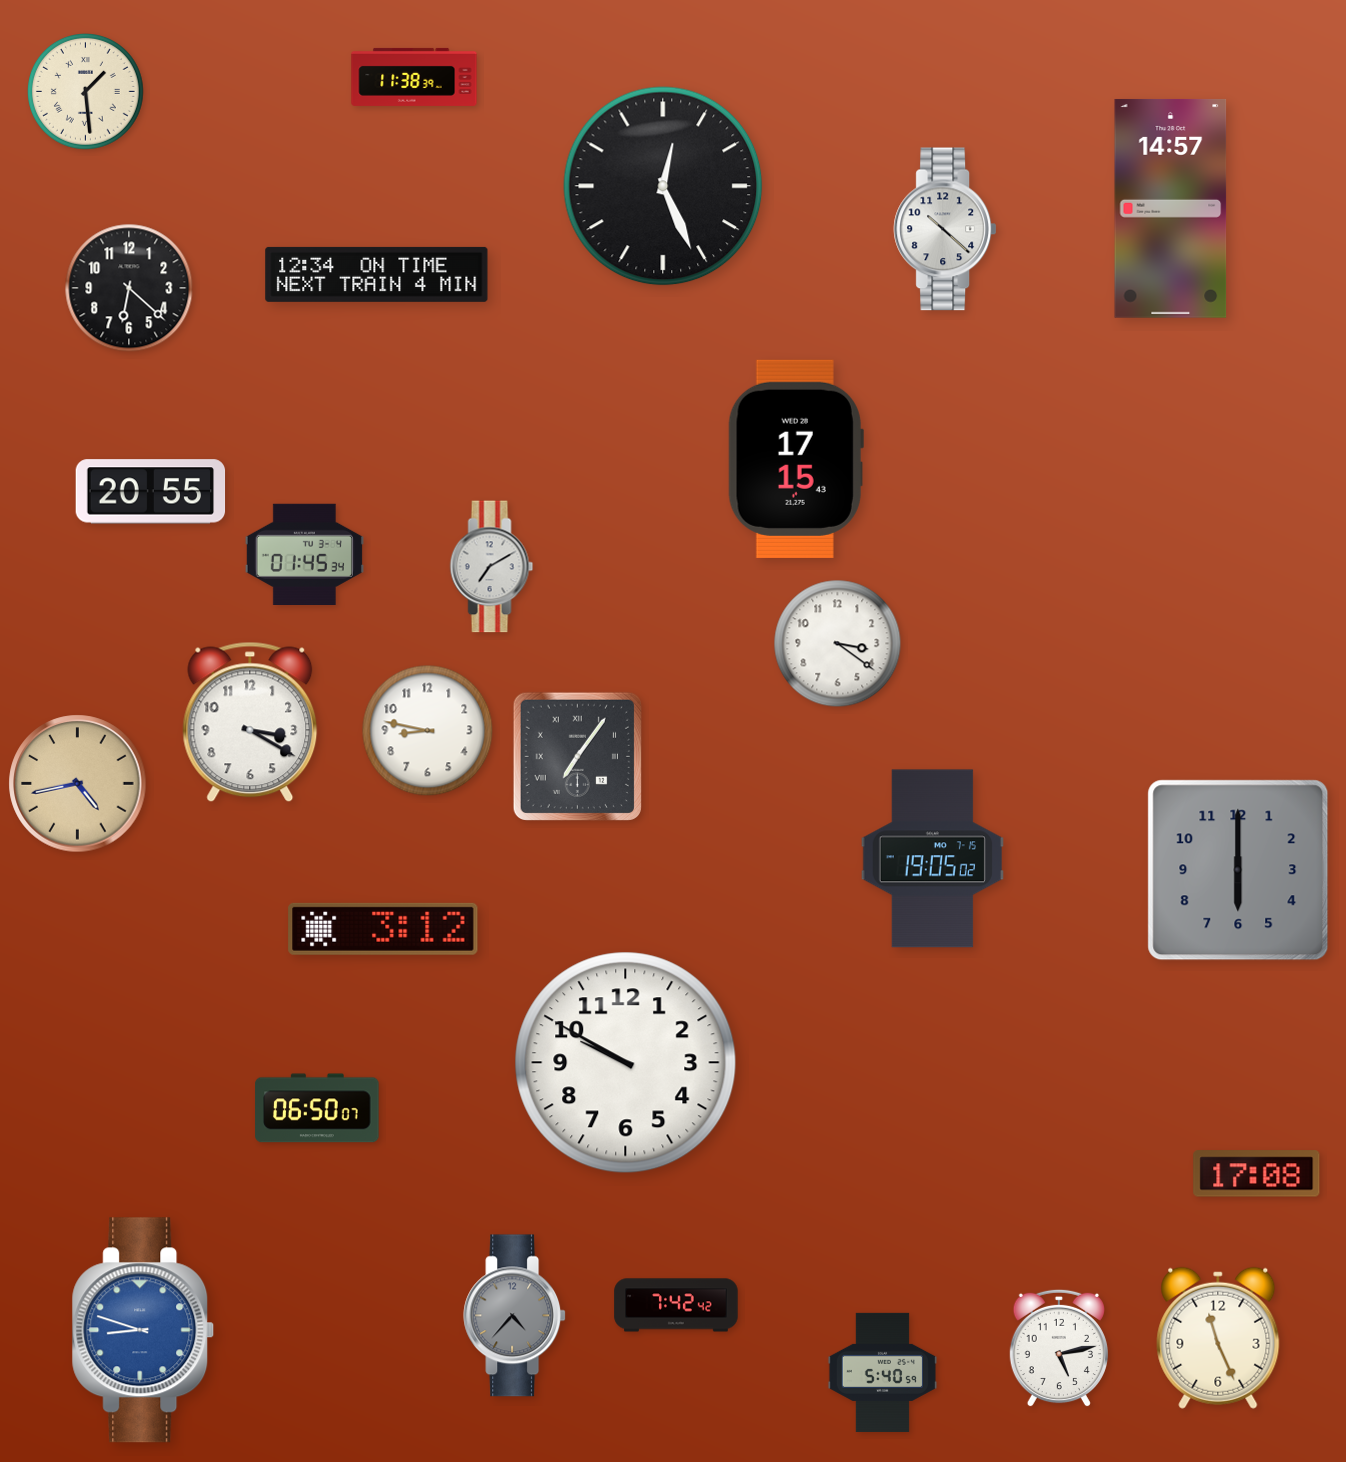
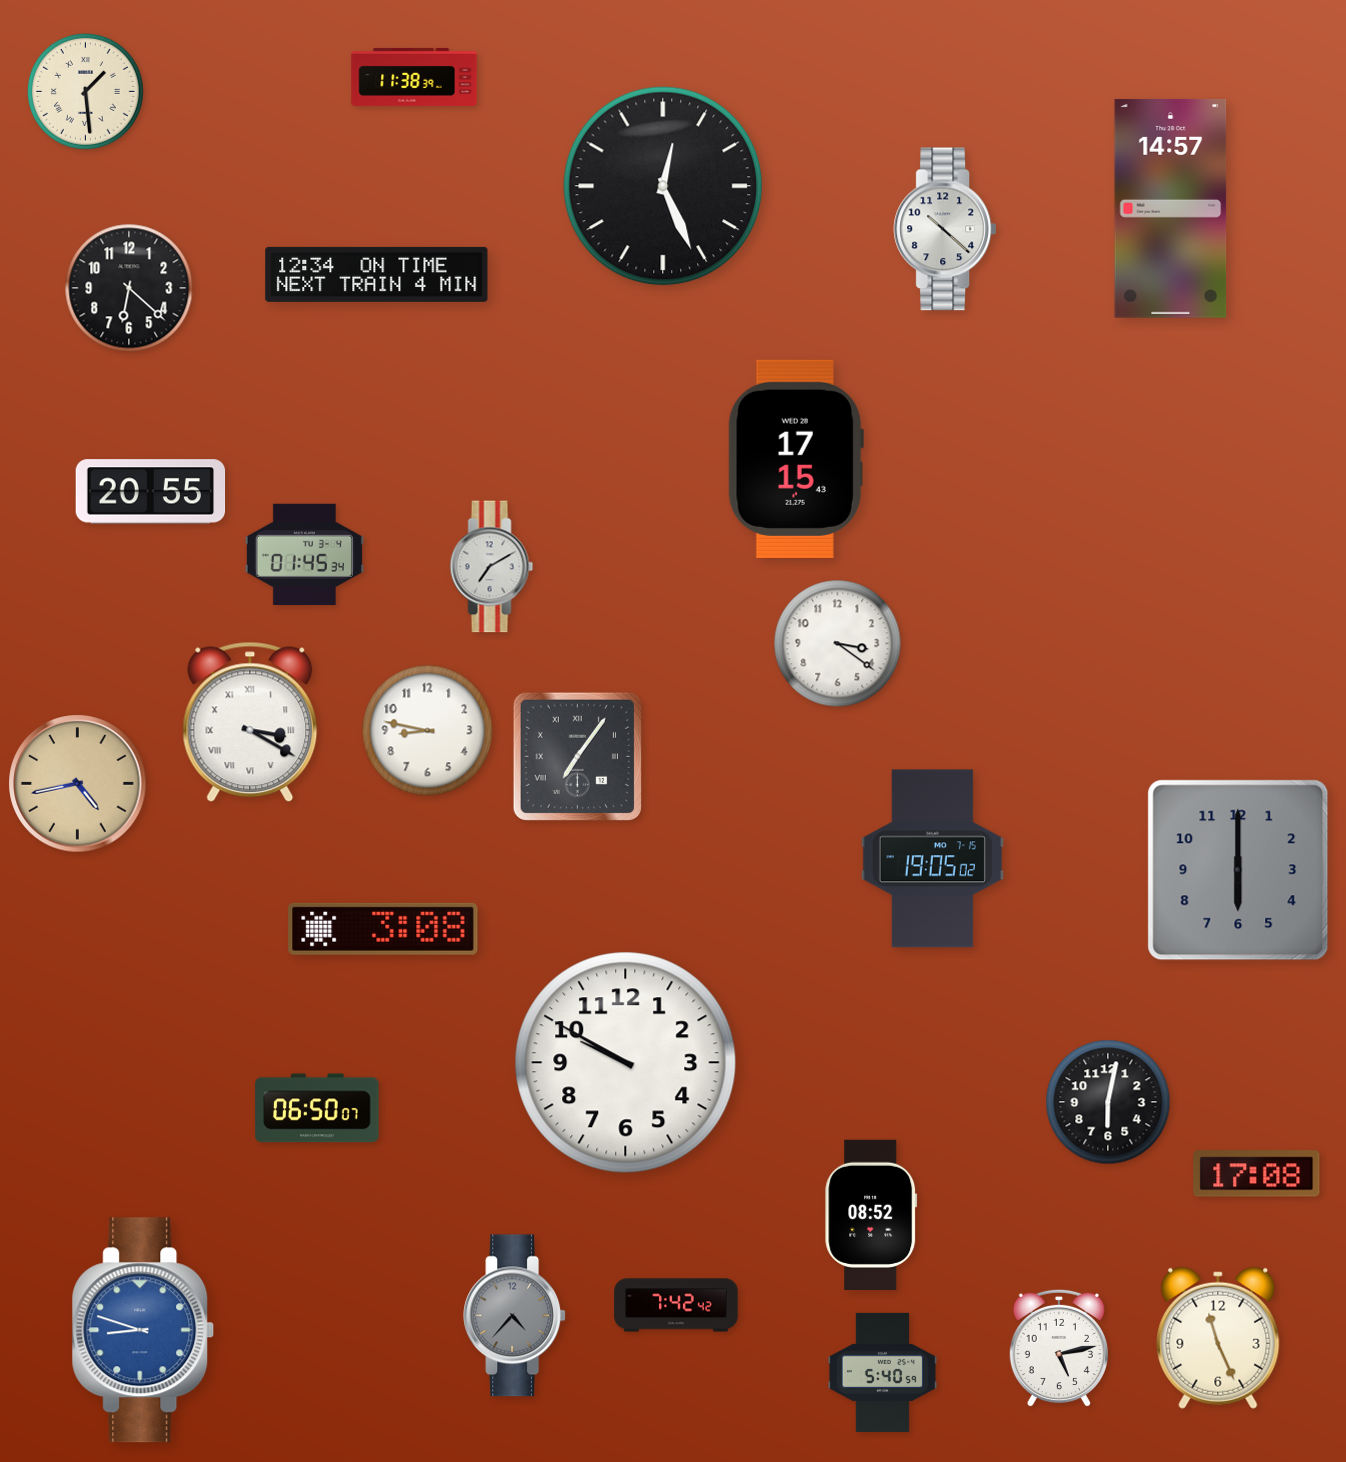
clock at (250, 722) numerals: Arabic -> Roman
clock at (383, 929): 3:12 -> 3:08
clock at (1108, 1102): none -> 6:02
clock at (871, 1215): none -> 08:52
